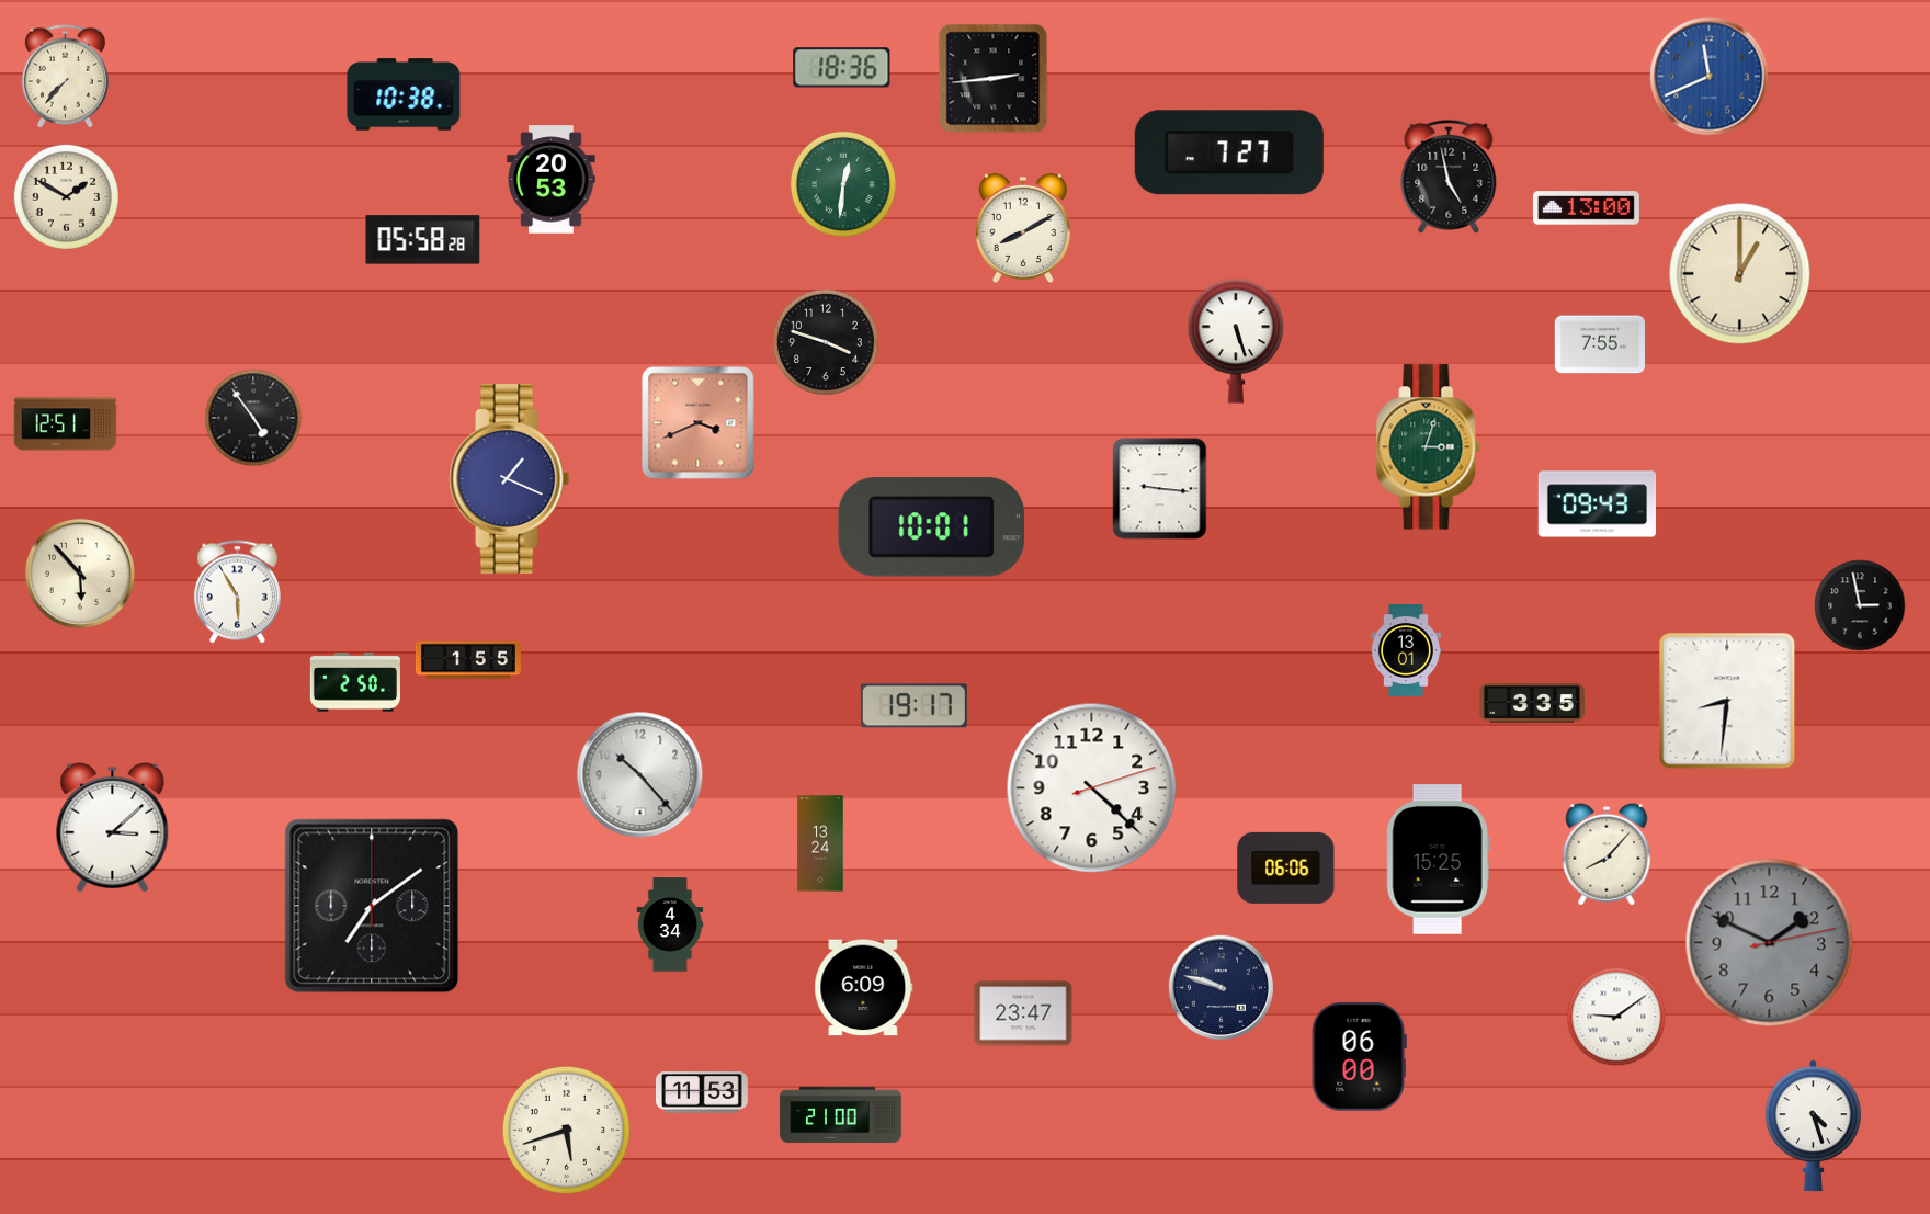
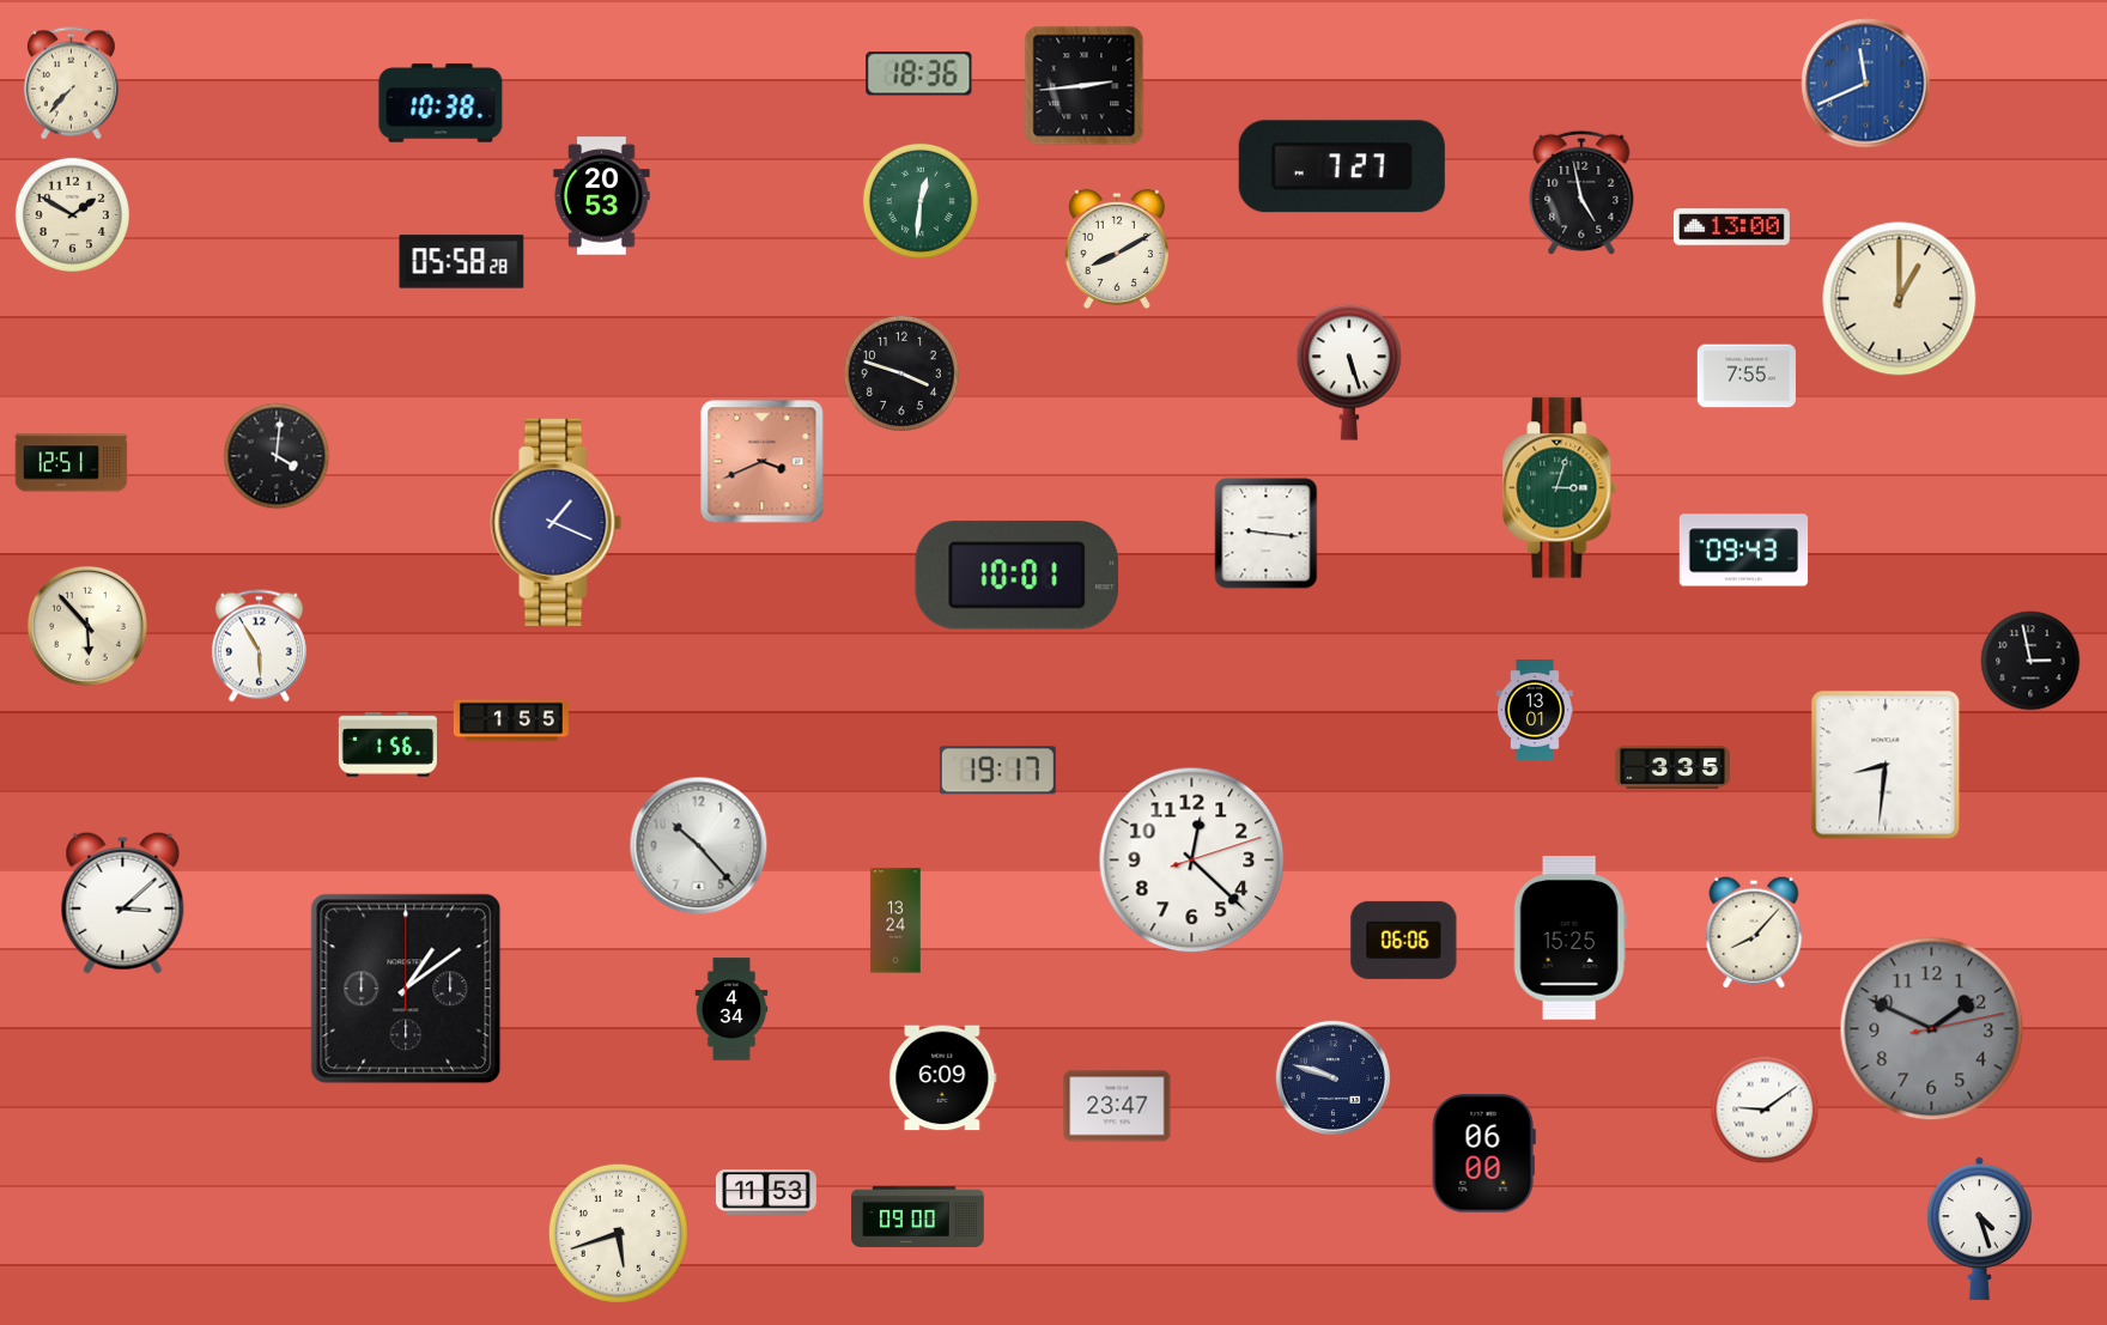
clock at (253, 418): 4:54 -> 4:01
clock at (354, 682): 2:50 -> 1:56
clock at (1092, 788): 4:22 -> 12:22
clock at (1286, 867) position: (1286, 867) -> (1404, 940)
clock at (372, 906): 7:09 -> 1:09
clock at (841, 1114): 21:00 -> 09:00
